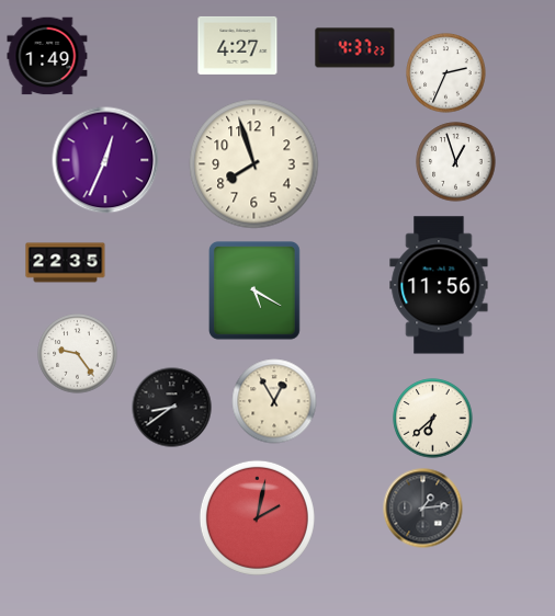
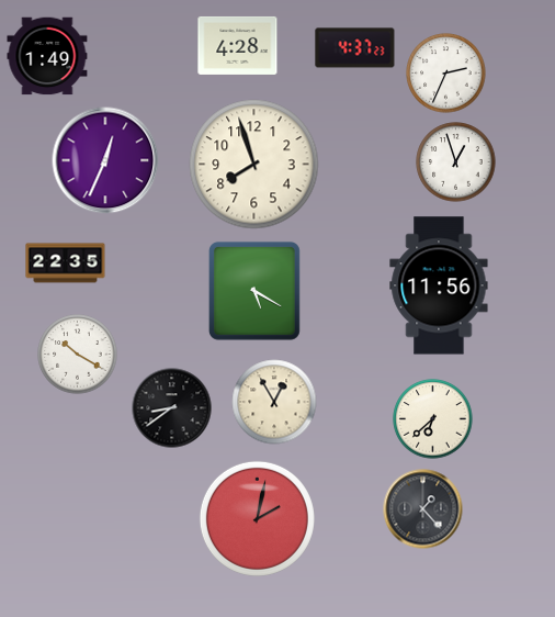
clock at (238, 45): 4:27 -> 4:28
clock at (78, 354): 9:24 -> 10:20
clock at (423, 509): 1:14 -> 1:23
